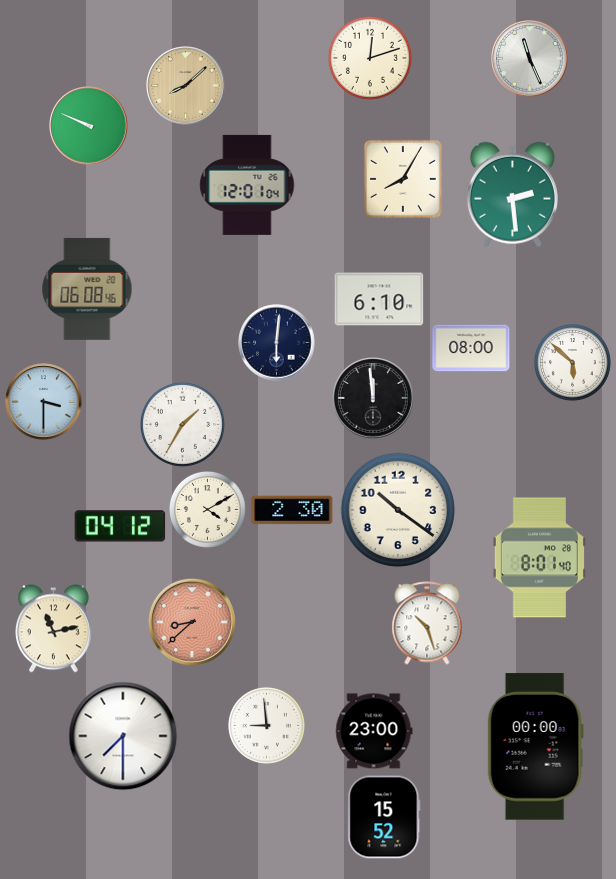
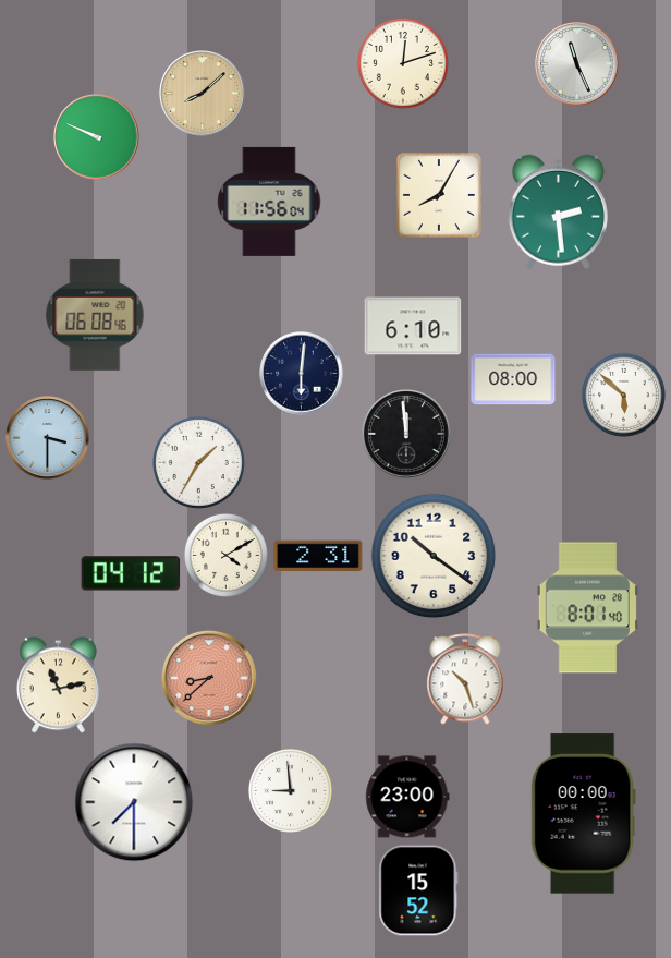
clock at (247, 185): 12:01 -> 11:56
clock at (292, 510): 2:30 -> 2:31
